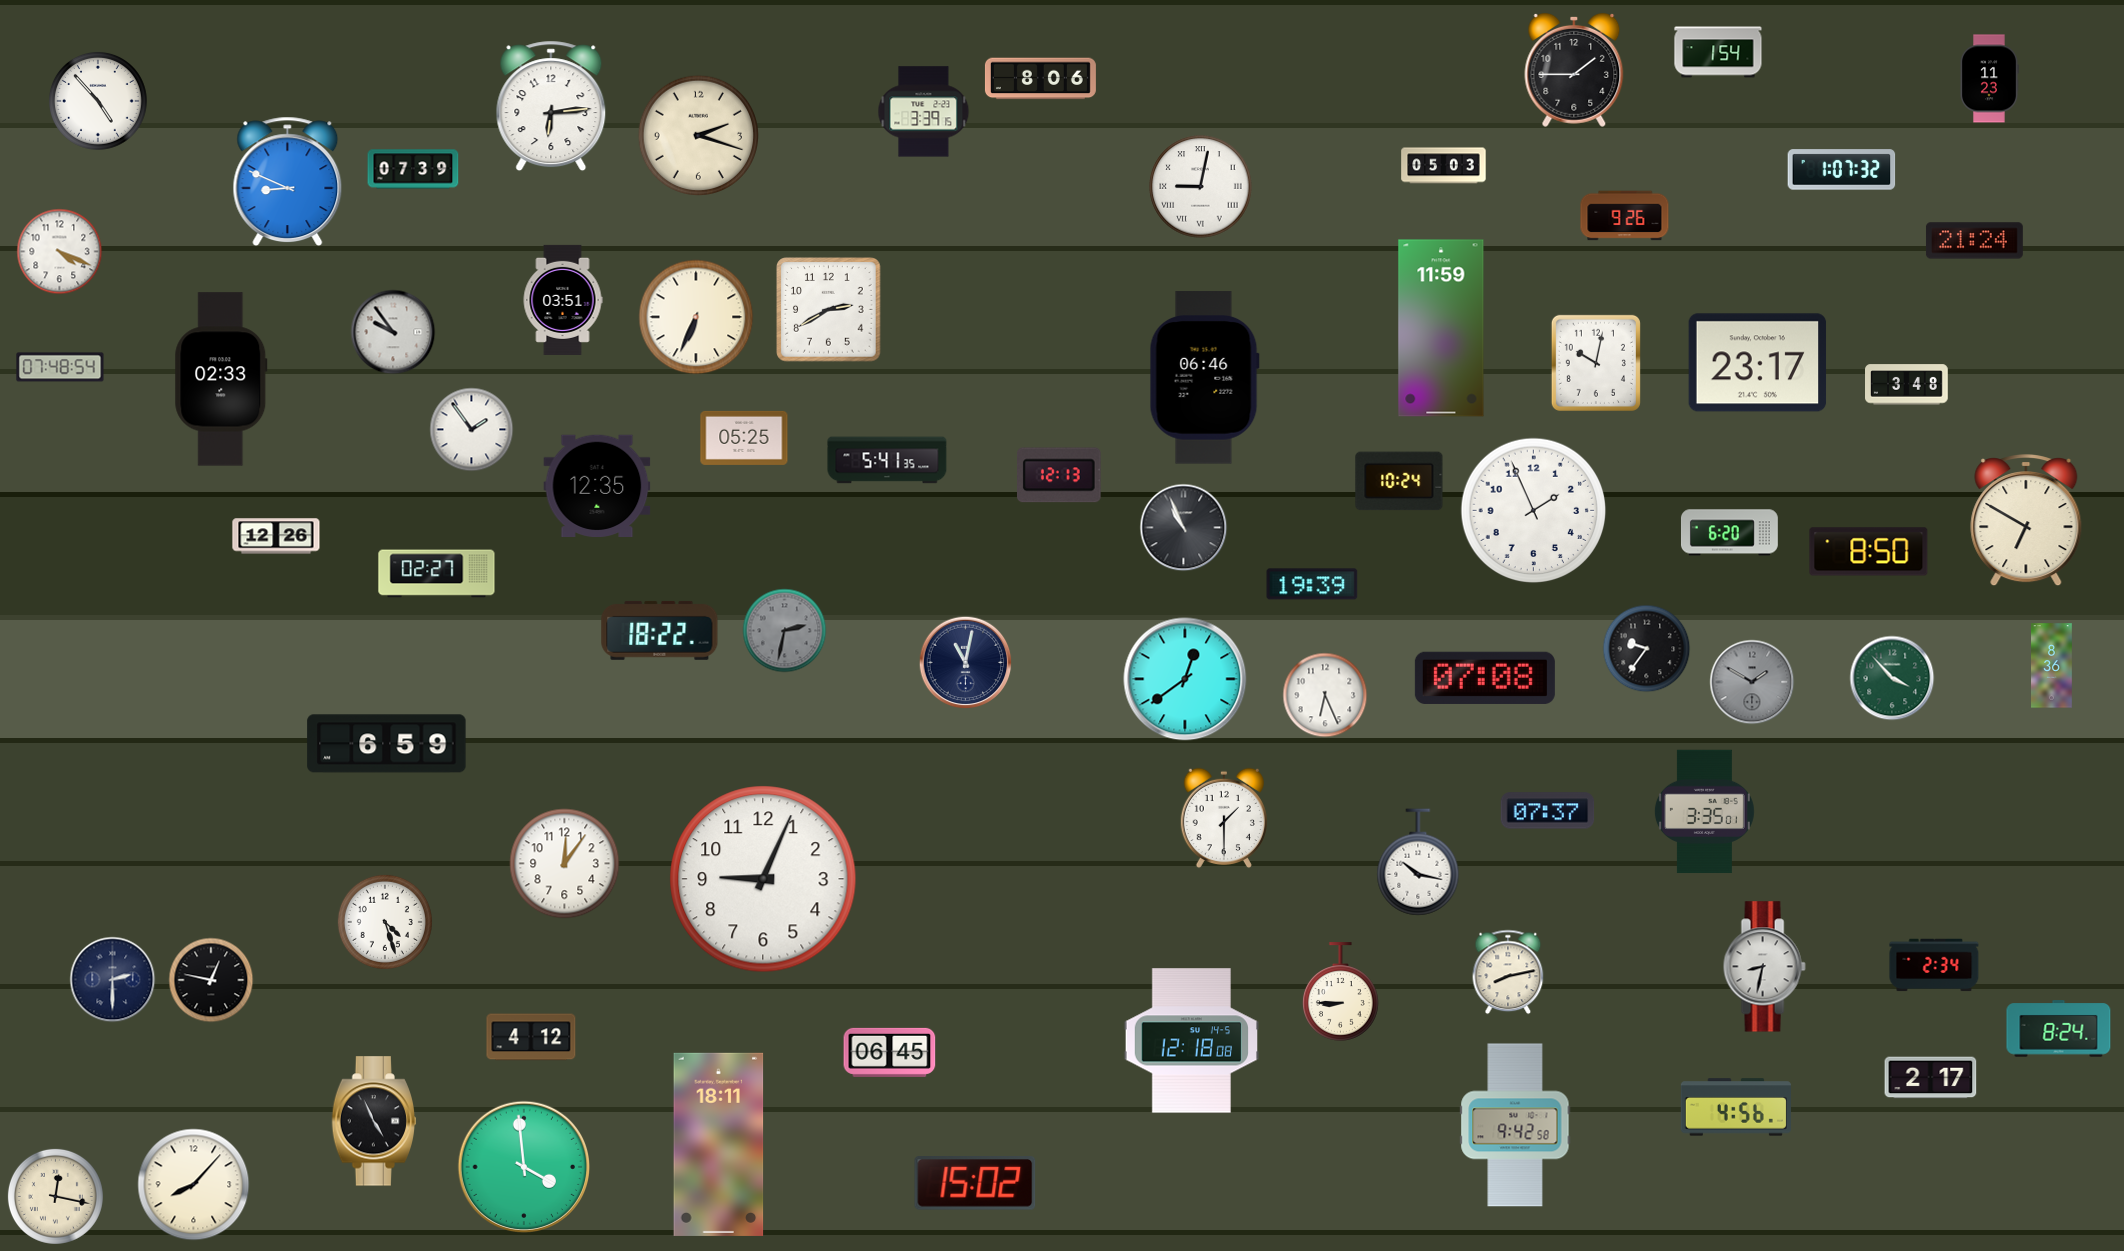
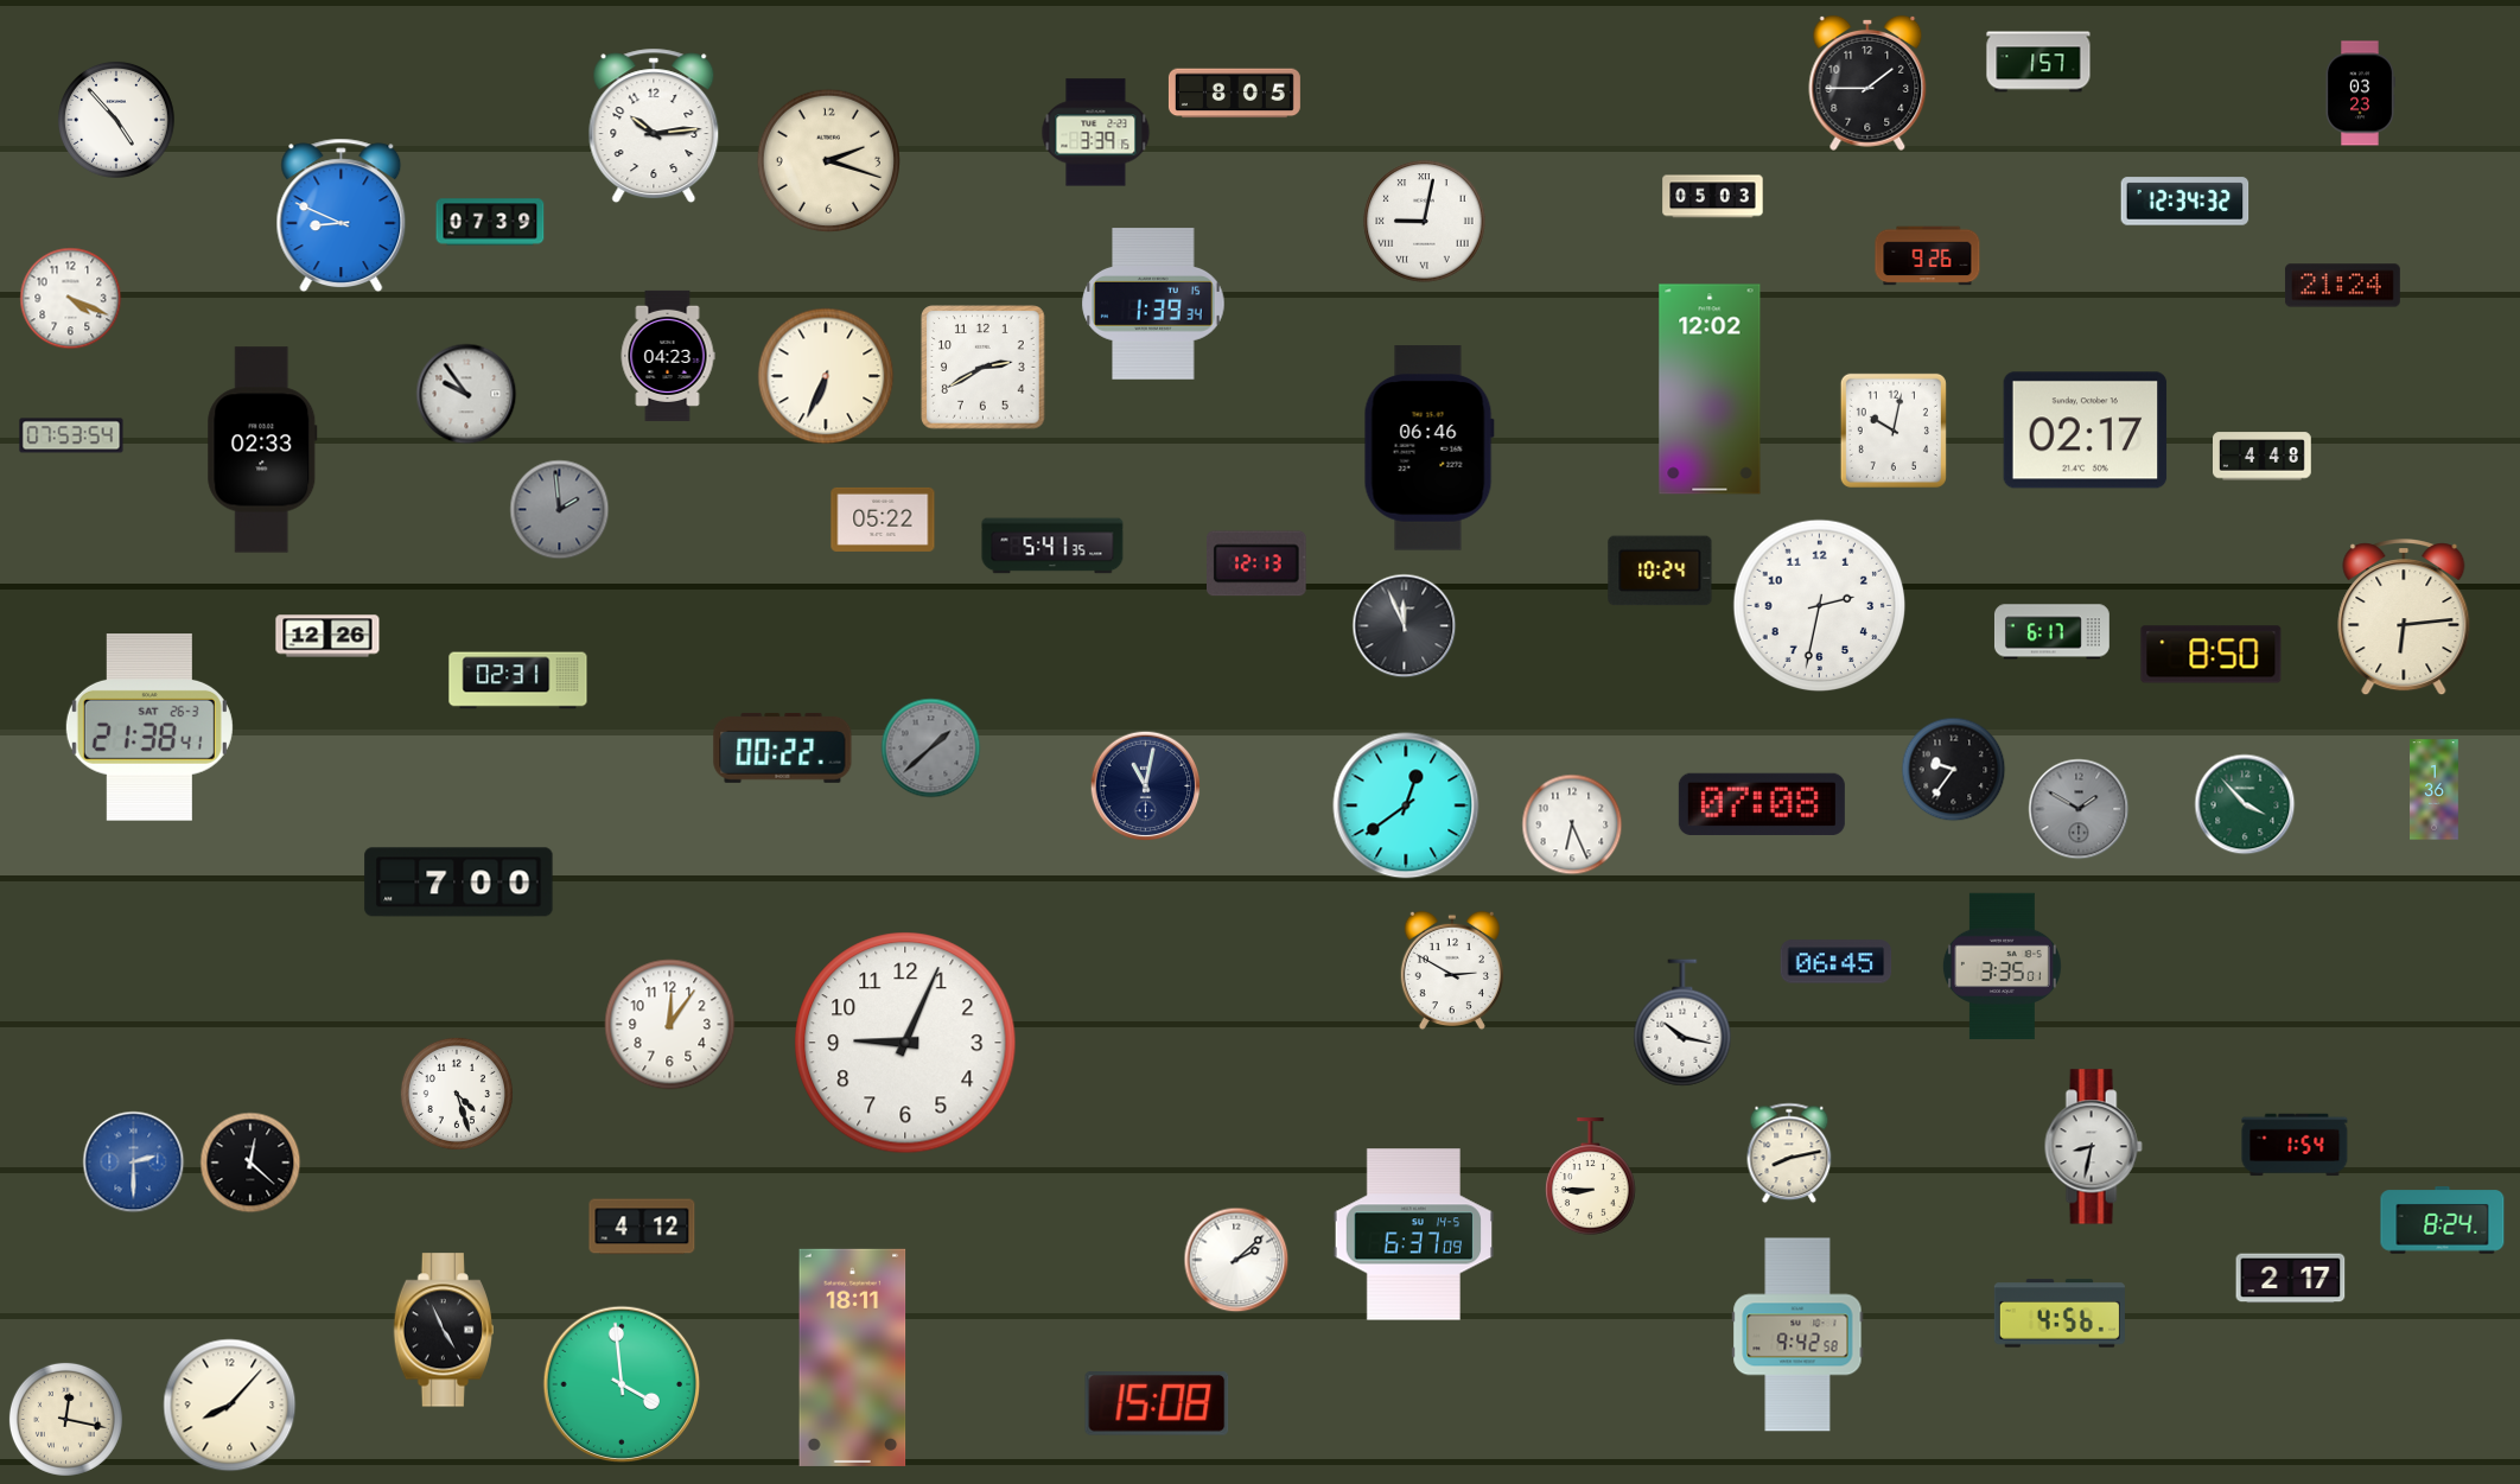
clock at (1718, 52): 1:54 -> 1:57
clock at (1040, 79): 8:06 -> 8:05
clock at (1989, 79): 11:23 -> 03:23
clock at (551, 106): 6:14 -> 10:14
clock at (413, 169) position: (413, 169) -> (490, 222)
clock at (1842, 170): 1:07 -> 12:34
clock at (1153, 304): none -> 1:39
clock at (563, 300): 03:51 -> 04:23
clock at (1441, 328): 11:59 -> 12:02
clock at (1758, 363): 23:17 -> 02:17
clock at (60, 367): 07:48 -> 07:53
clock at (1907, 385): 3:48 -> 4:48
clock at (472, 430): 1:54 -> 1:59
clock at (472, 430) dial: white -> grey
clock at (744, 438): 05:25 -> 05:22
clock at (597, 485): 12:35 -> none
clock at (1534, 511): 1:56 -> 2:32
clock at (2026, 521): 6:50 -> 6:14
clock at (1184, 528): 10:56 -> 11:56
clock at (1729, 533): 6:20 -> 6:17
clock at (1869, 552) position: (1869, 552) -> (2212, 655)
clock at (437, 574): 02:27 -> 02:31
clock at (1312, 584): 19:39 -> none
clock at (149, 728): none -> 21:38
clock at (660, 630): 18:22 -> 00:22
clock at (785, 631): 2:32 -> 1:38
clock at (2052, 666): 8:36 -> 1:36
clock at (387, 744): 6:59 -> 7:00
clock at (1548, 811): 07:37 -> 06:45
clock at (1704, 812) position: (1704, 812) -> (2002, 967)
clock at (1224, 818): 1:30 -> 2:50
clock at (1934, 965): 2:34 -> 1:54
clock at (113, 980) dial: navy -> blue
clock at (211, 980): 12:47 -> 12:22
clock at (531, 1037) position: (531, 1037) -> (642, 1227)
clock at (1191, 1041): 12:18 -> 6:37
clock at (890, 1052): 06:45 -> none
clock at (1236, 1260): none -> 2:08
clock at (975, 1184): 15:02 -> 15:08
